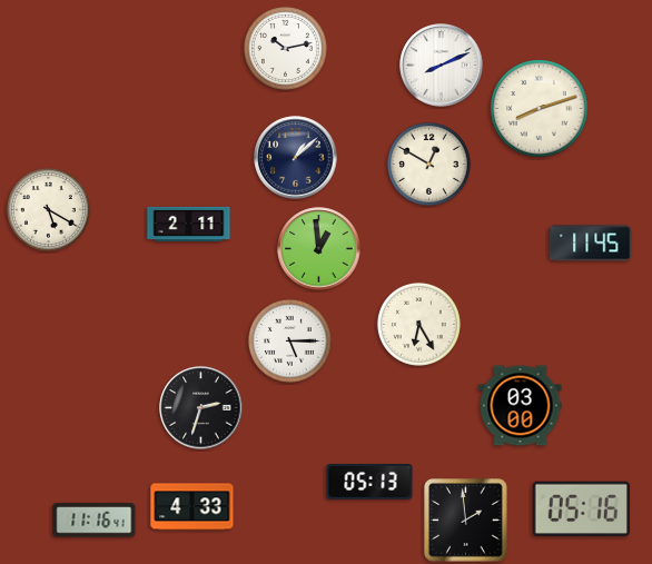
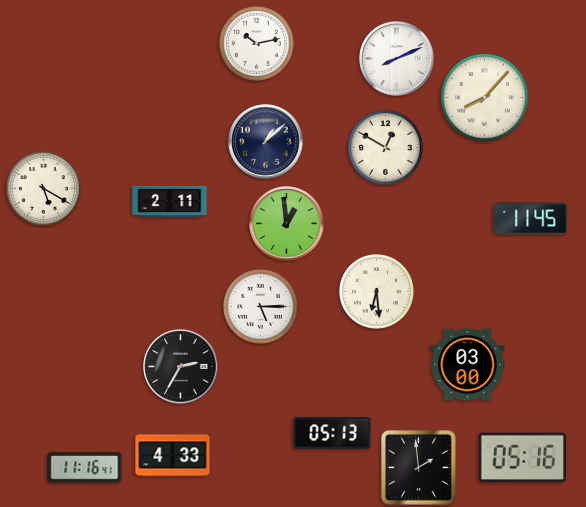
clock at (540, 109): 8:12 -> 8:07
clock at (419, 325): 6:25 -> 6:29
clock at (201, 408): 2:33 -> 2:35
